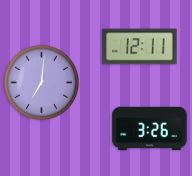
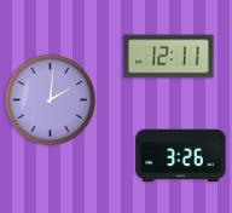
clock at (41, 82): 7:01 -> 2:01
